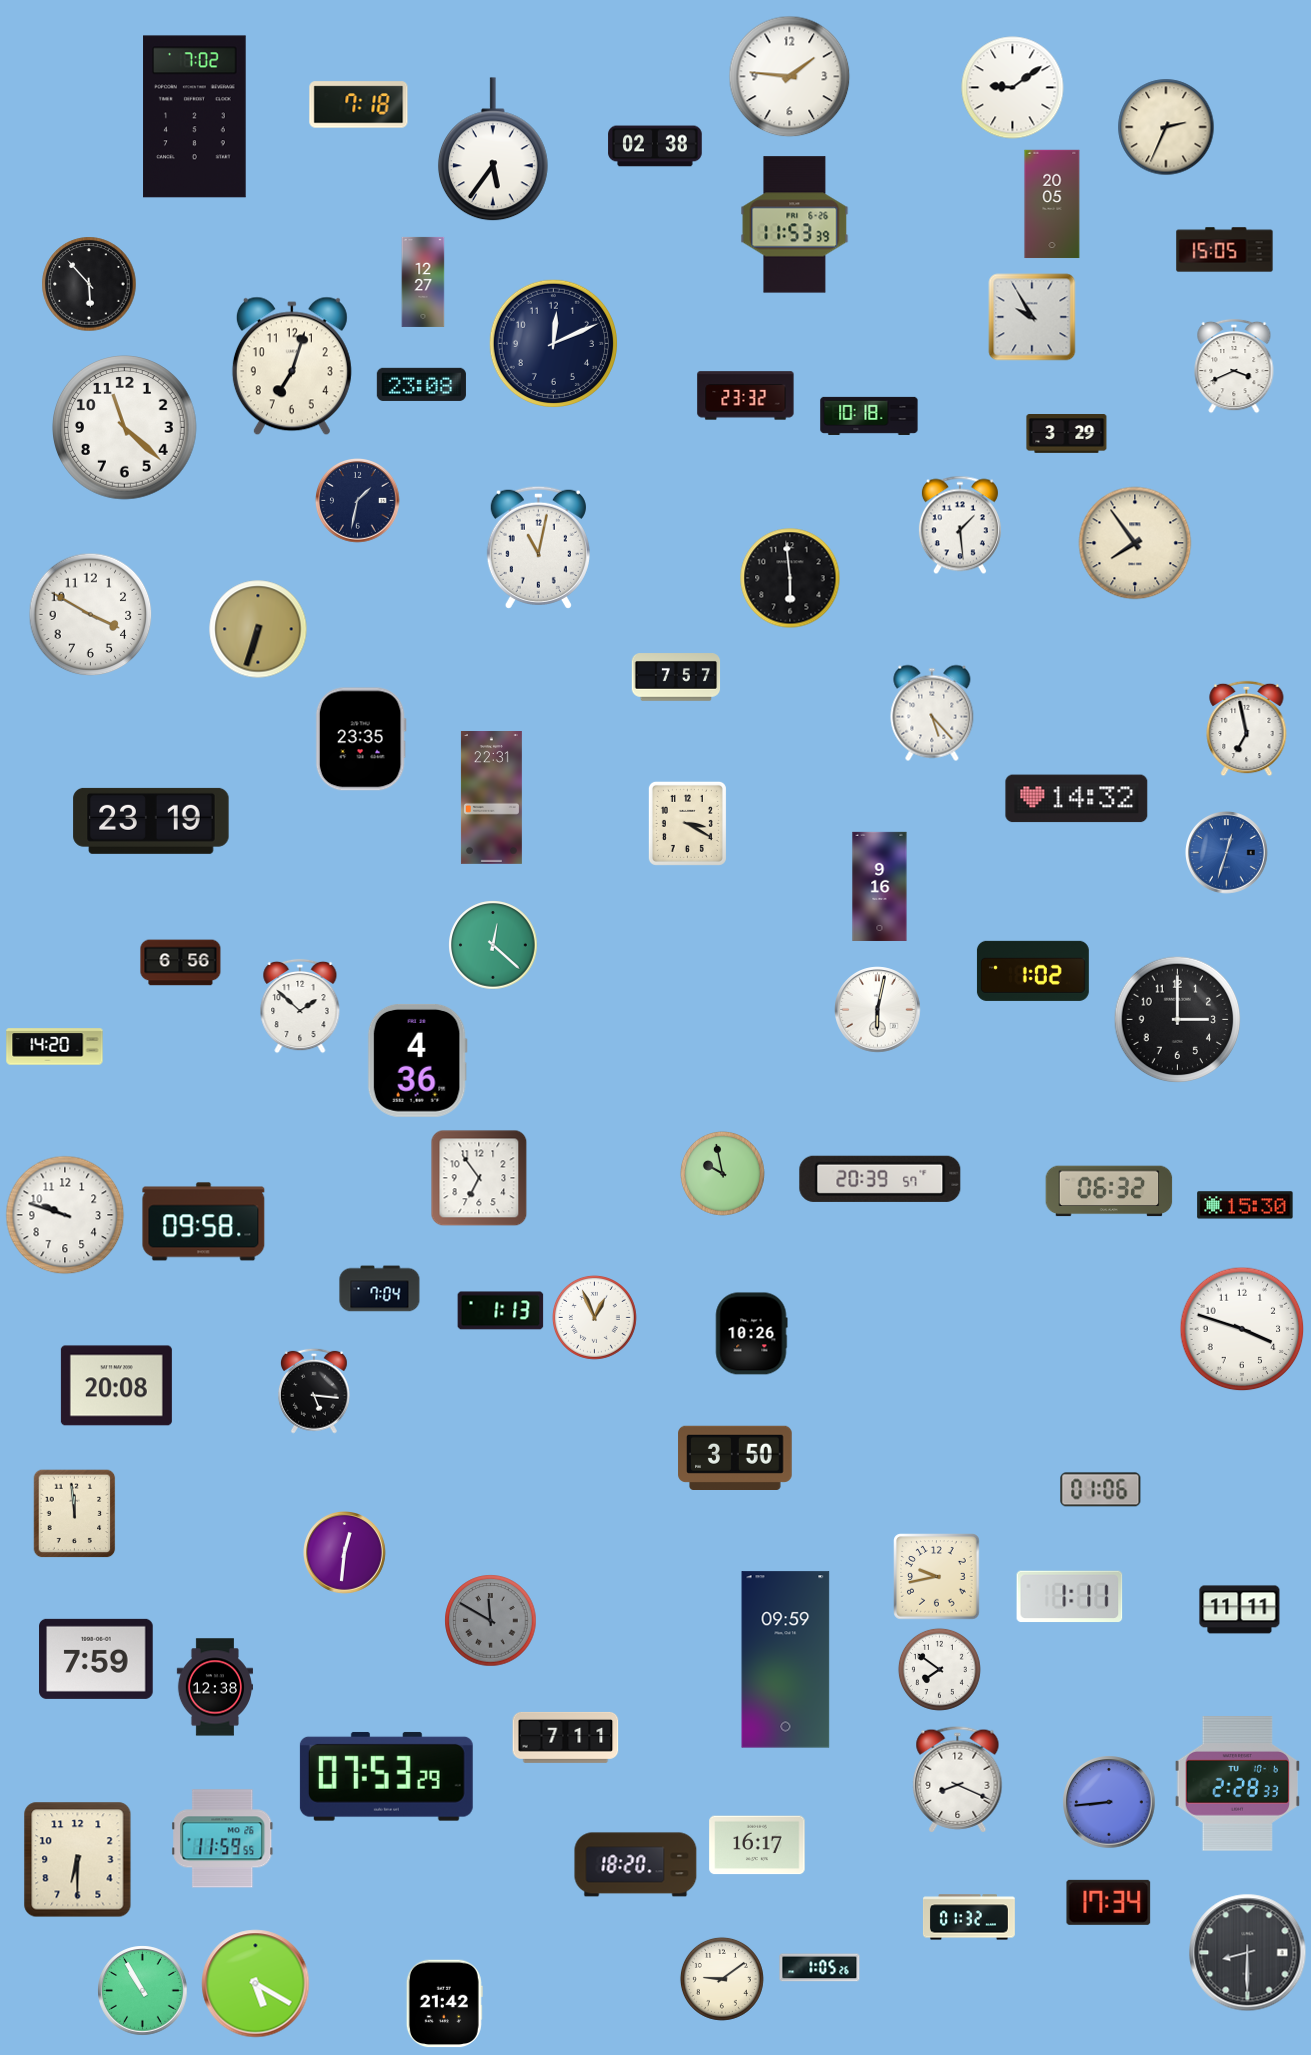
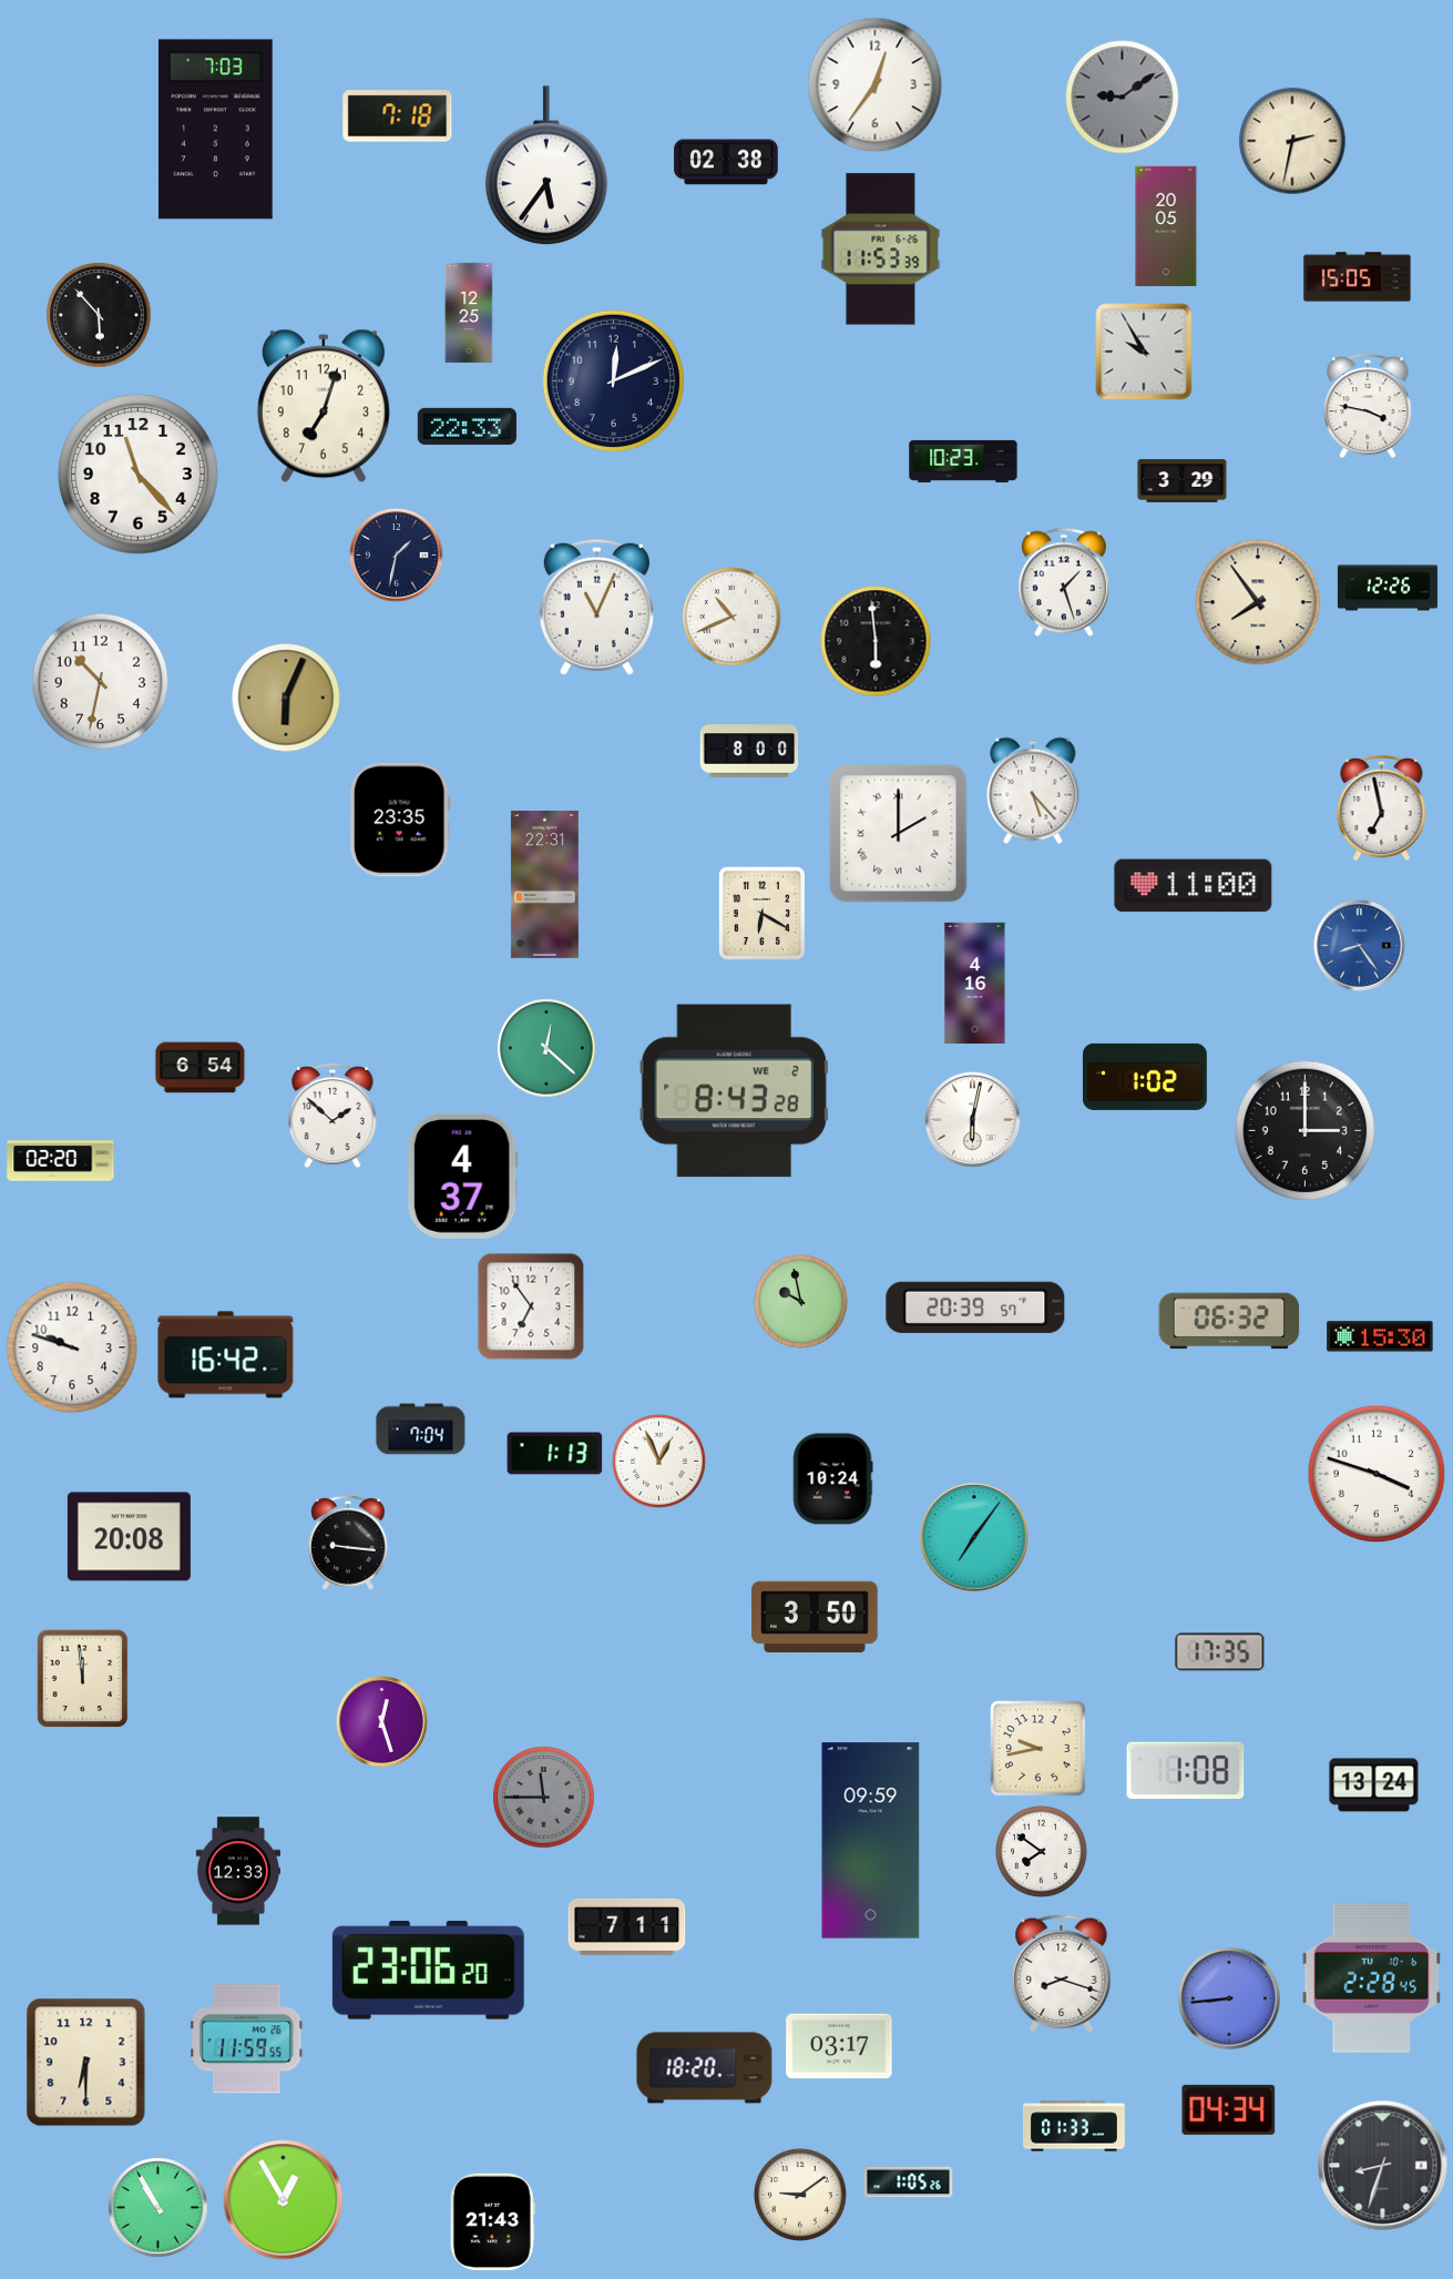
clock at (790, 77): 1:46 -> 12:36
clock at (1013, 88) dial: white -> grey
clock at (195, 117): 7:02 -> 7:03
clock at (1166, 127): 2:34 -> 2:32
clock at (423, 282): 12:27 -> 12:25
clock at (1234, 366): 3:41 -> 3:47
clock at (421, 384): 23:08 -> 22:33
clock at (746, 396): 23:32 -> none
clock at (869, 416): 10:18 -> 10:23
clock at (125, 428): 11:22 -> 11:23
clock at (960, 525): 1:29 -> 1:27
clock at (1388, 588): none -> 12:26
clock at (538, 547): 11:02 -> 11:04
clock at (731, 617): none -> 10:41
clock at (91, 615): 3:50 -> 10:32
clock at (258, 629): 6:33 -> 6:04
clock at (676, 677): 7:57 -> 8:00
clock at (899, 834): none -> 2:00
clock at (1077, 799): 14:32 -> 11:00
clock at (151, 821): 23:19 -> none
clock at (687, 823): 3:20 -> 6:20
clock at (1227, 853): 12:33 -> 8:24
clock at (880, 886): 9:16 -> 4:16
clock at (181, 963): 6:56 -> 6:54
clock at (734, 1091): none -> 8:43
clock at (55, 1047): 14:20 -> 02:20
clock at (417, 1060): 4:36 -> 4:37
clock at (204, 1222): 09:58 -> 16:42
clock at (751, 1334): 10:26 -> 10:24
clock at (974, 1537): none -> 7:06
clock at (314, 1391): 5:16 -> 9:16
clock at (1101, 1490): 01:06 -> 17:35
clock at (345, 1553): 12:31 -> 12:27
clock at (1070, 1597): 1:11 -> 1:08
clock at (1240, 1610): 11:11 -> 13:24
clock at (491, 1621): 11:50 -> 11:45
clock at (96, 1659): 7:59 -> none
clock at (214, 1687): 12:38 -> 12:33
clock at (386, 1776): 07:53 -> 23:06
clock at (958, 1780): 8:19 -> 8:18
clock at (1237, 1784): 2:28:33 -> 2:28:45
clock at (757, 1845): 16:17 -> 03:17
clock at (1109, 1902): 17:34 -> 04:34
clock at (969, 1917): 01:32 -> 01:33
clock at (1248, 1953): 8:30 -> 8:33
clock at (256, 1984): 5:20 -> 12:55
clock at (444, 2004): 21:42 -> 21:43
